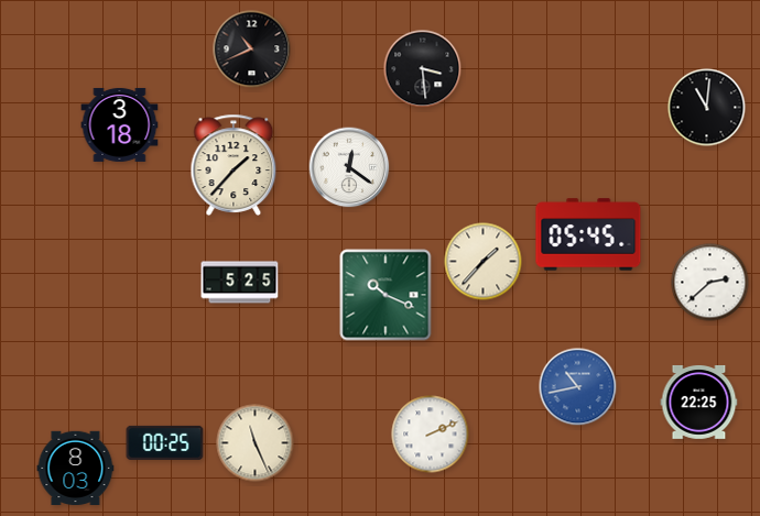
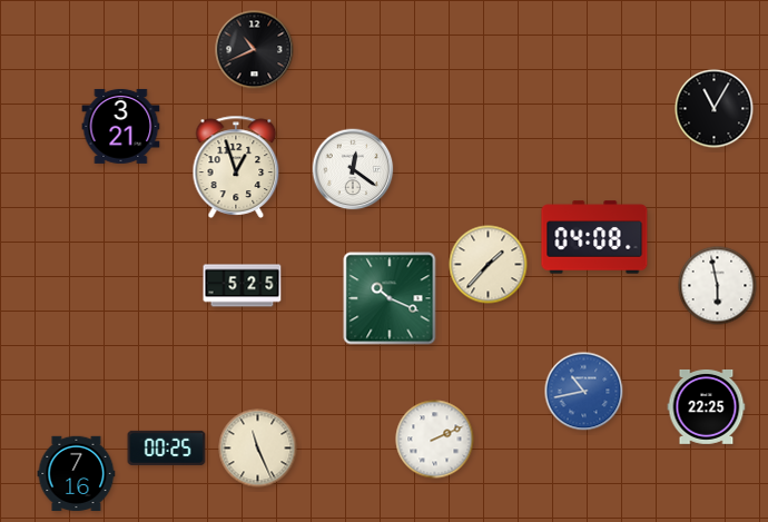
clock at (423, 69): 3:29 -> none
clock at (707, 108): 11:01 -> 11:05
clock at (120, 124): 3:18 -> 3:21
clock at (234, 165): 1:37 -> 12:57
clock at (588, 234): 05:45 -> 04:08
clock at (710, 283): 2:38 -> 5:58
clock at (76, 469): 8:03 -> 7:16
